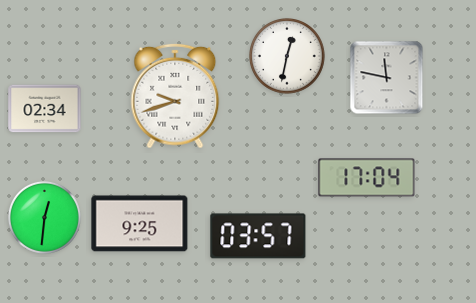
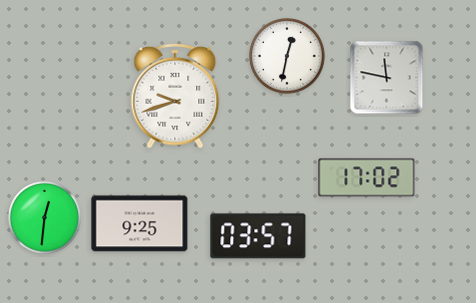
clock at (45, 109): 02:34 -> none
clock at (367, 178): 17:04 -> 17:02
